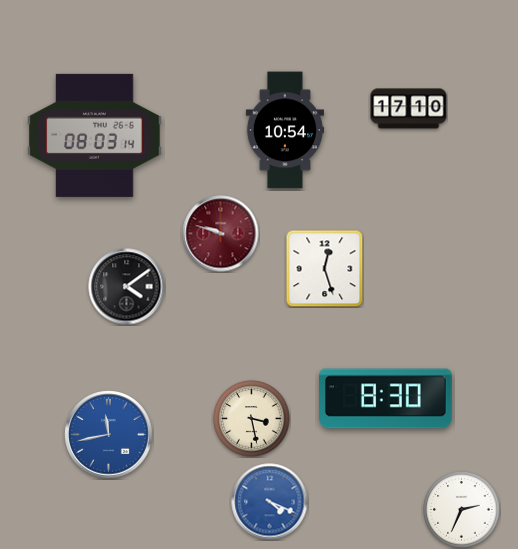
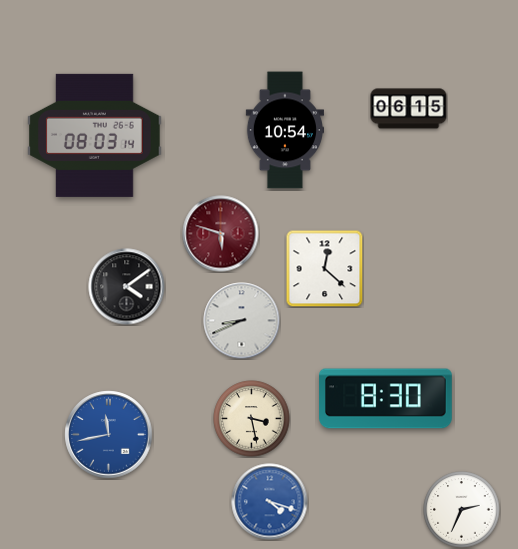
clock at (409, 109): 17:10 -> 06:15
clock at (221, 234): 9:48 -> 5:48
clock at (324, 268): 12:27 -> 12:22
clock at (242, 321): none -> 8:41
clock at (270, 502): 4:19 -> 4:18
